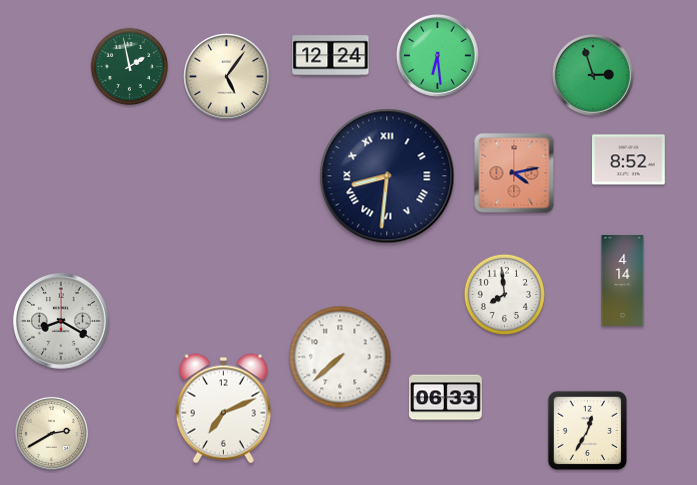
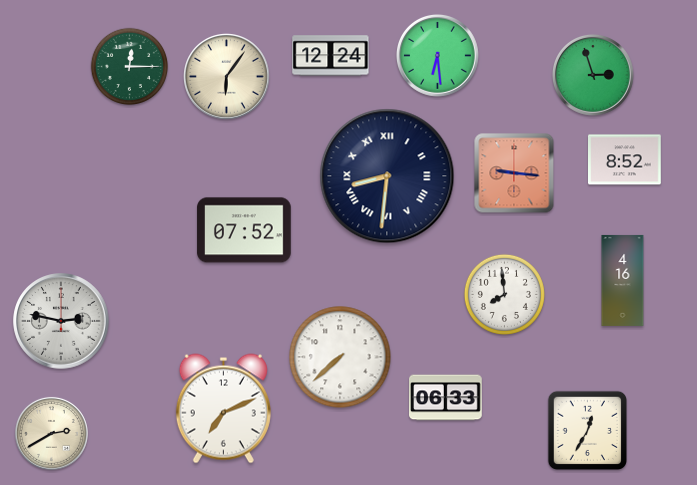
clock at (130, 67): 1:58 -> 12:15
clock at (227, 77): 5:06 -> 6:06
clock at (629, 160) position: (629, 160) -> (625, 160)
clock at (514, 173): 4:13 -> 9:16
clock at (244, 230): none -> 07:52
clock at (623, 280): 4:14 -> 4:16
clock at (61, 321): 8:20 -> 2:47
